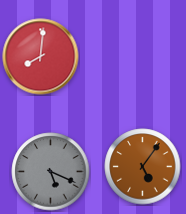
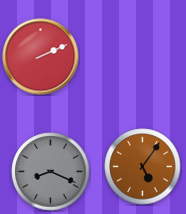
clock at (41, 57): 8:01 -> 2:11
clock at (51, 172): 5:19 -> 8:19
